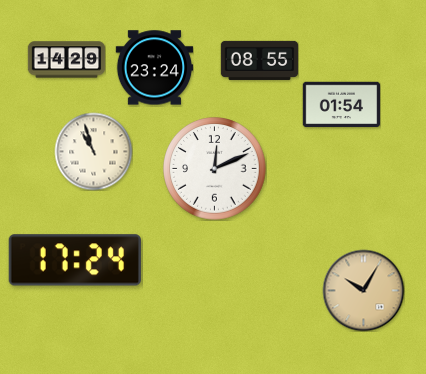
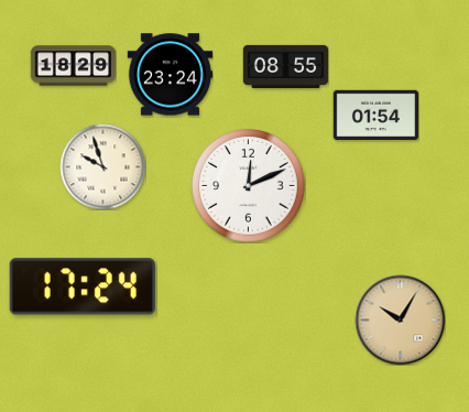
clock at (66, 60): 14:29 -> 18:29
clock at (93, 151): 10:57 -> 9:57
clock at (215, 169) position: (215, 169) -> (249, 186)
